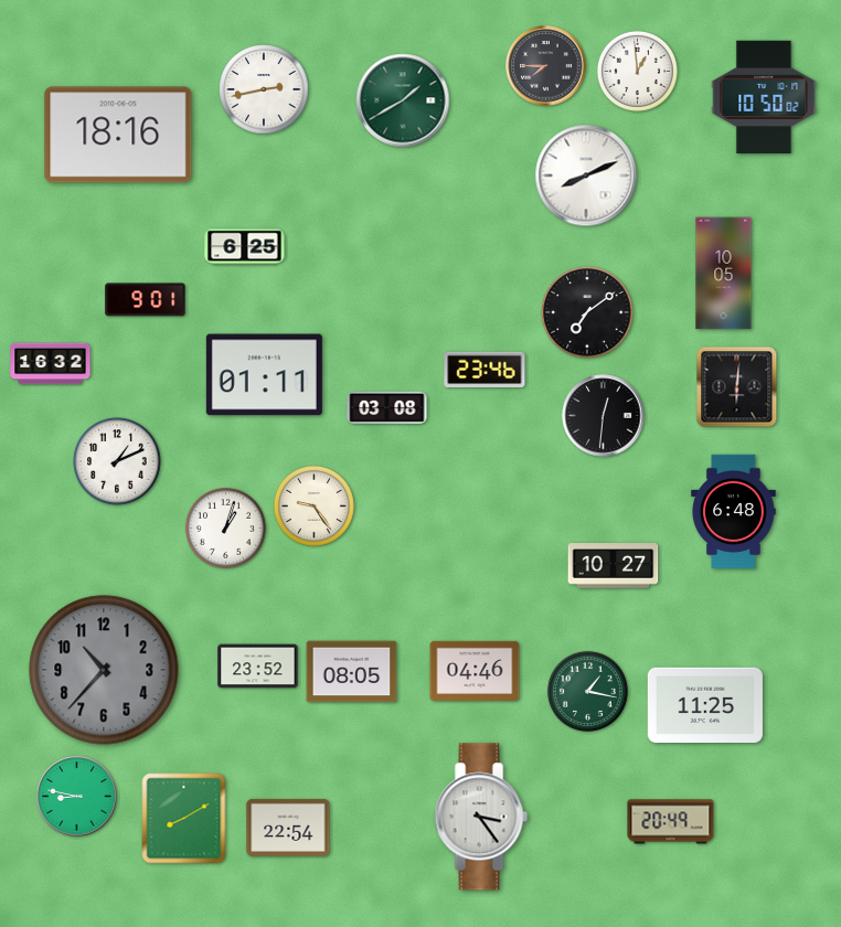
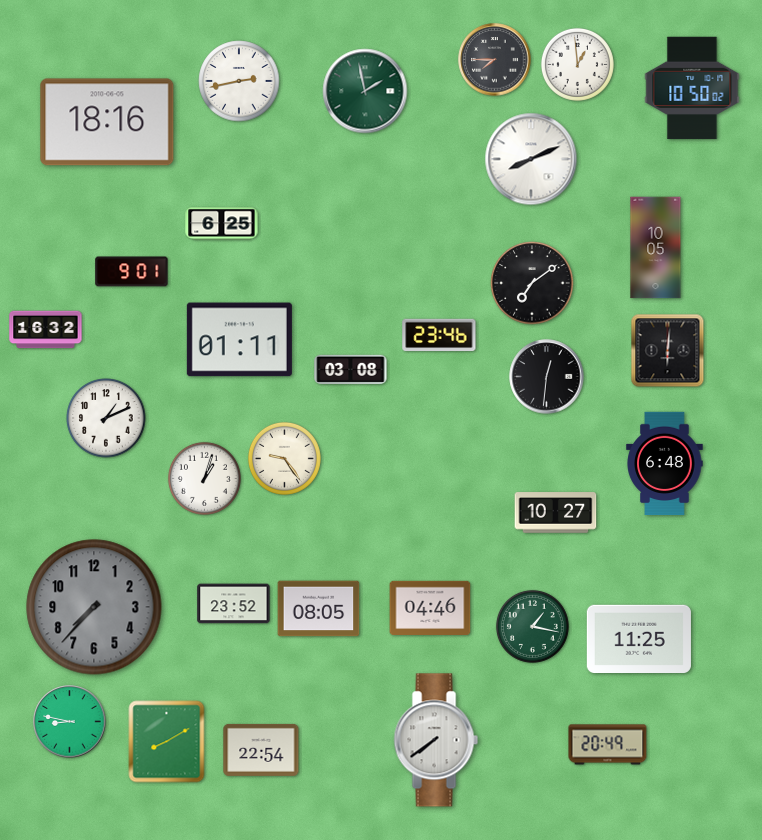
clock at (403, 100): 1:40 -> 1:58
clock at (104, 670): 10:37 -> 7:37
clock at (481, 817): 3:24 -> 7:39
